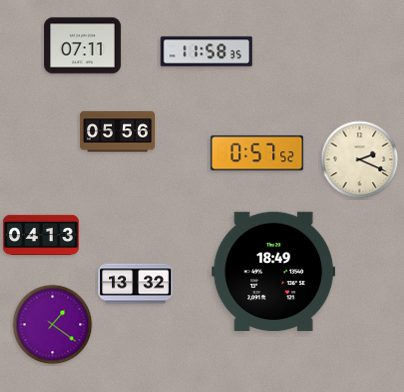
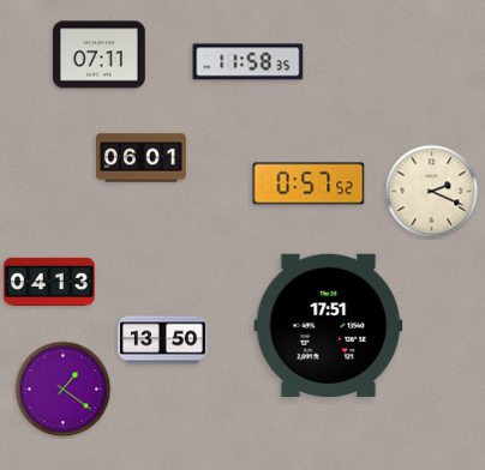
clock at (117, 132): 05:56 -> 06:01
clock at (274, 271): 18:49 -> 17:51
clock at (136, 284): 13:32 -> 13:50
